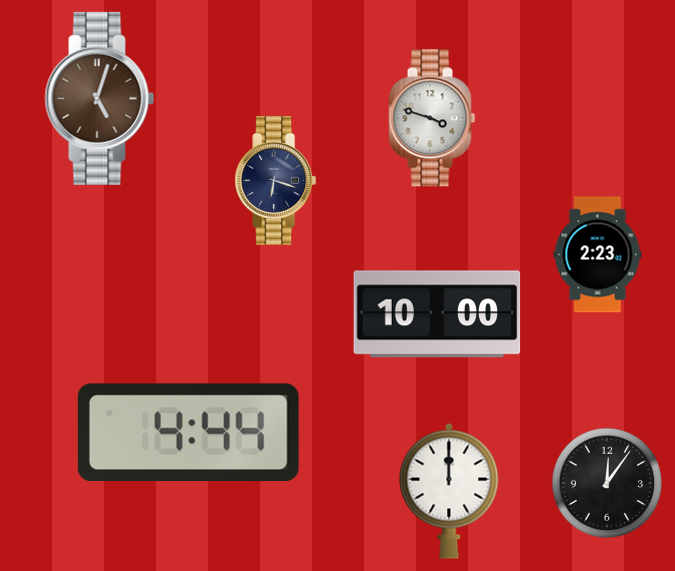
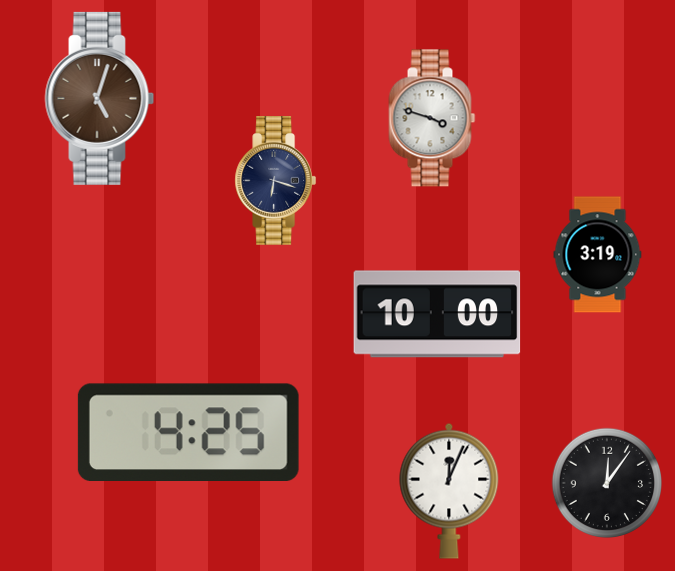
clock at (598, 255): 2:23 -> 3:19
clock at (188, 432): 4:44 -> 4:25
clock at (449, 491): 12:00 -> 12:04
